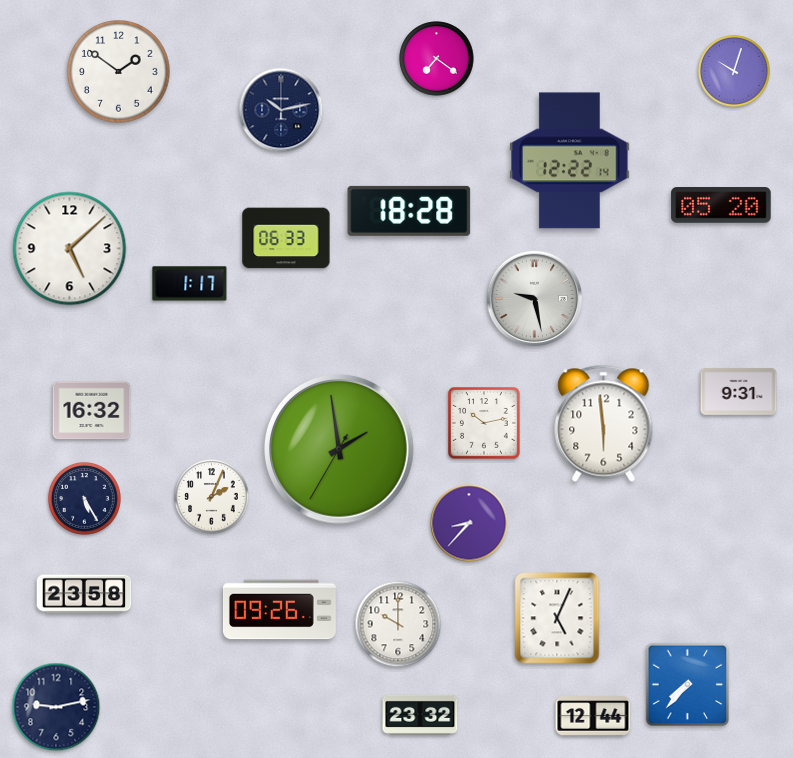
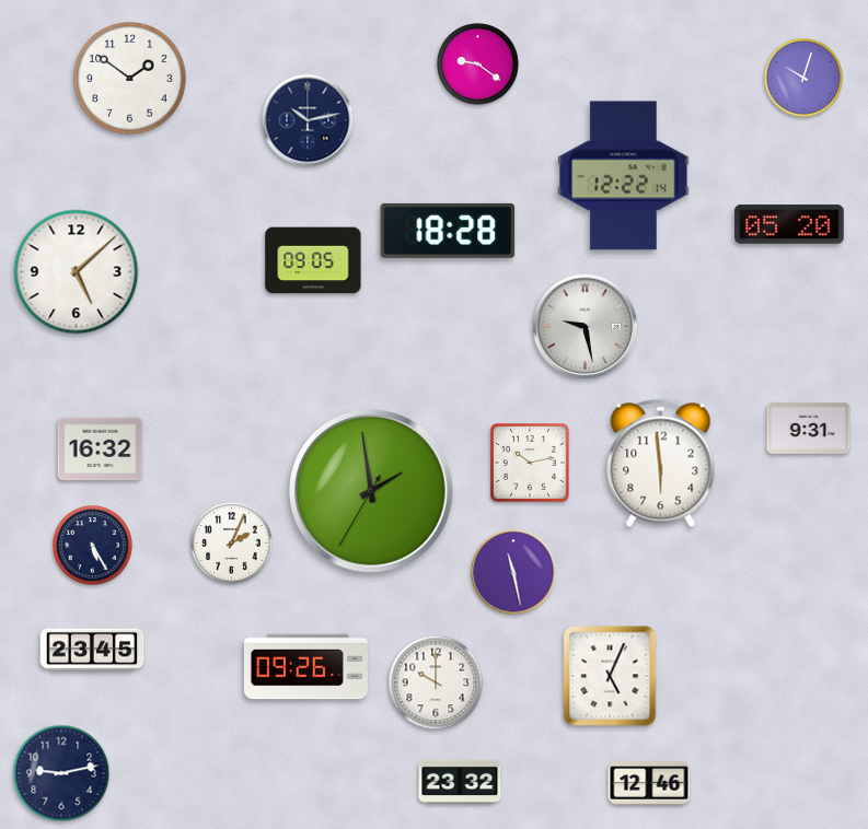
clock at (437, 59): 7:21 -> 9:21
clock at (286, 238): 06:33 -> 09:05
clock at (190, 284): 1:17 -> none
clock at (469, 523): 8:37 -> 11:28
clock at (84, 594): 23:58 -> 23:45
clock at (688, 685): 7:37 -> none
clock at (593, 716): 12:44 -> 12:46
